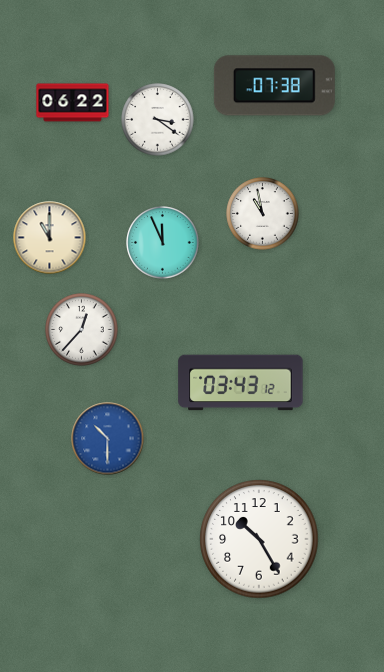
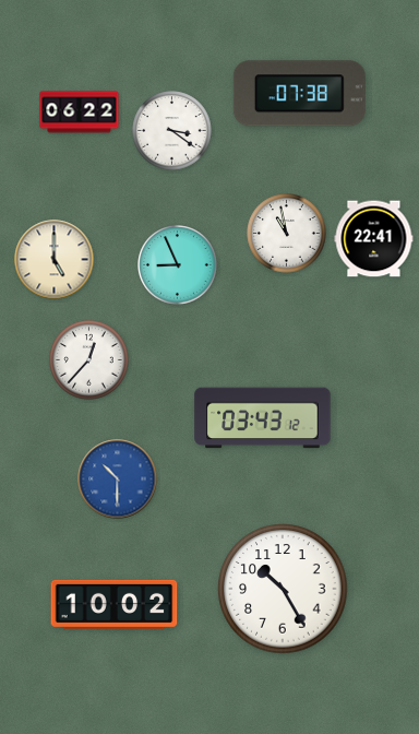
clock at (374, 239): none -> 22:41
clock at (50, 238): 11:00 -> 5:00
clock at (163, 243): 11:56 -> 8:56
clock at (115, 604): none -> 10:02
